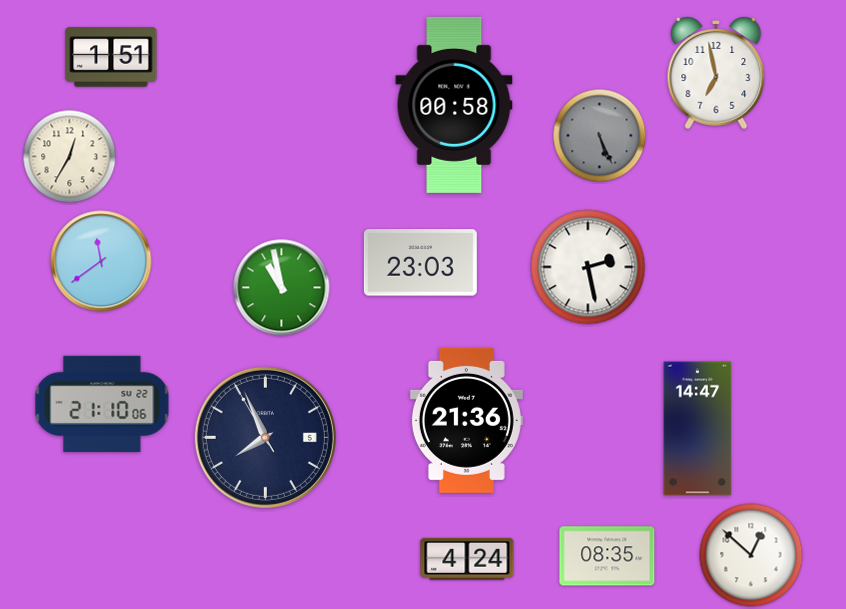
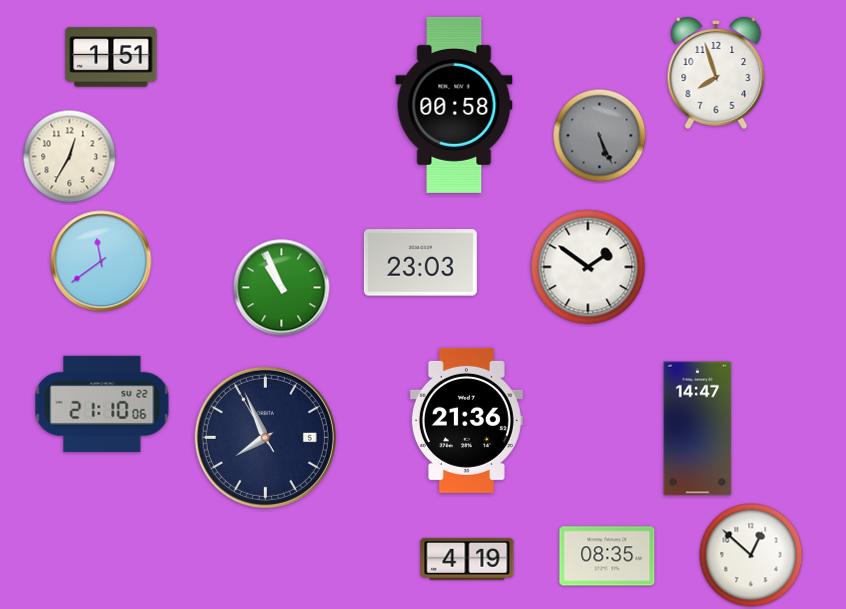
clock at (716, 73): 6:58 -> 7:57
clock at (588, 267): 2:28 -> 1:51
clock at (282, 288): 10:58 -> 10:56
clock at (467, 559): 4:24 -> 4:19
